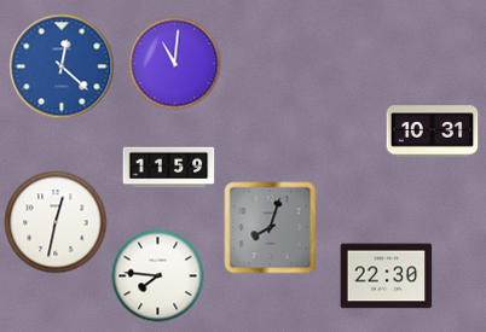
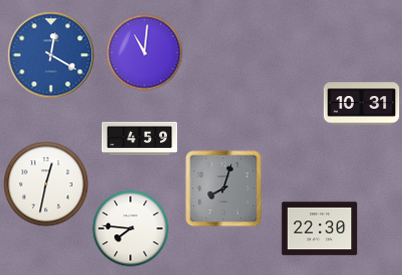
clock at (62, 66): 12:22 -> 12:20
clock at (433, 132) position: (433, 132) -> (362, 104)
clock at (169, 168): 11:59 -> 4:59
